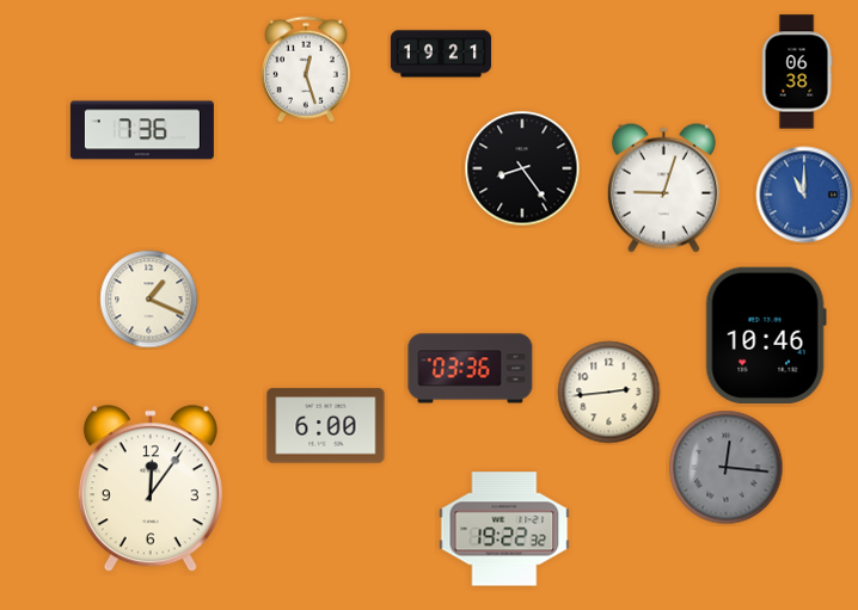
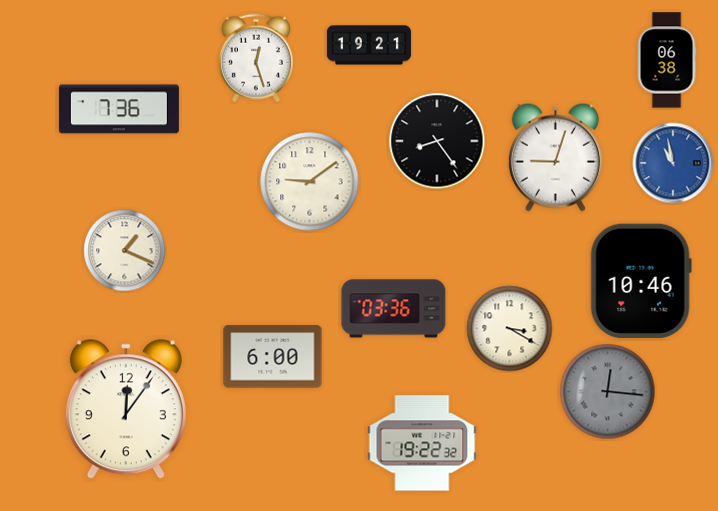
clock at (804, 195): 11:00 -> 10:58
clock at (310, 182): none -> 9:09
clock at (609, 393): 2:44 -> 3:20
